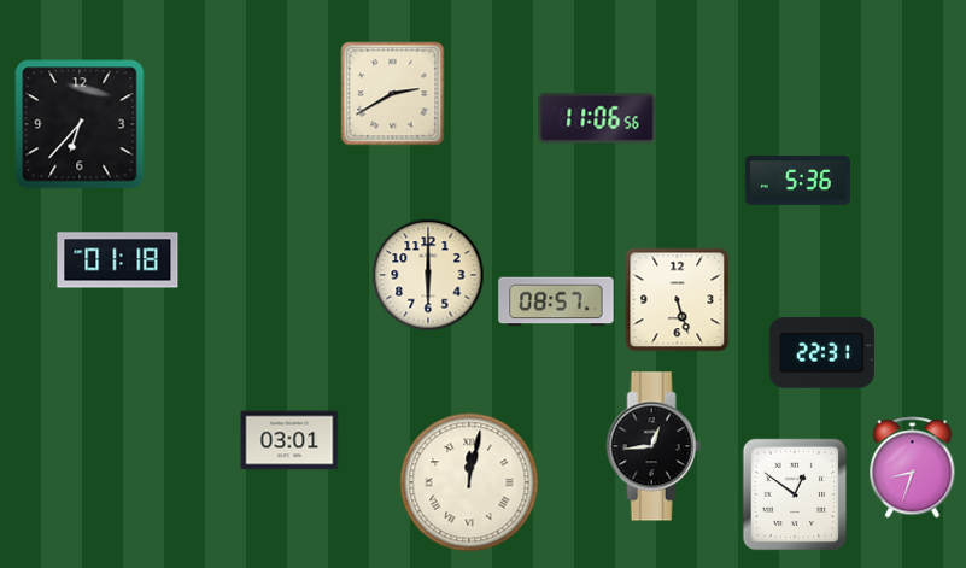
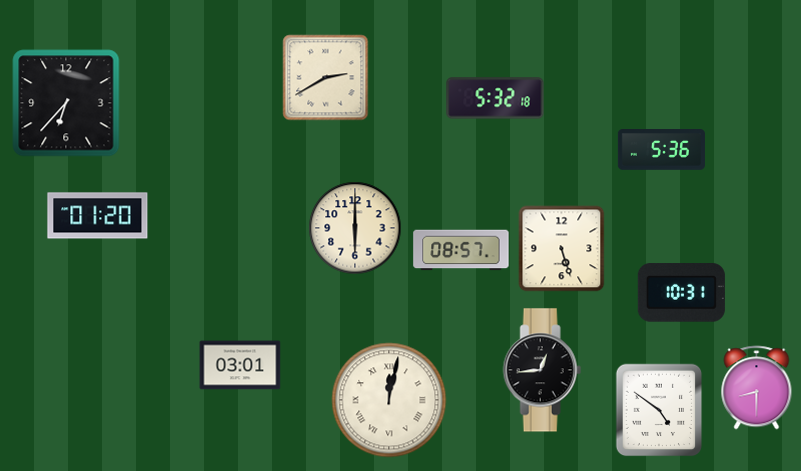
clock at (597, 118): 11:06 -> 5:32
clock at (118, 260): 01:18 -> 01:20
clock at (821, 353): 22:31 -> 10:31
clock at (913, 468): 8:33 -> 8:30
clock at (795, 494): 12:51 -> 4:51
